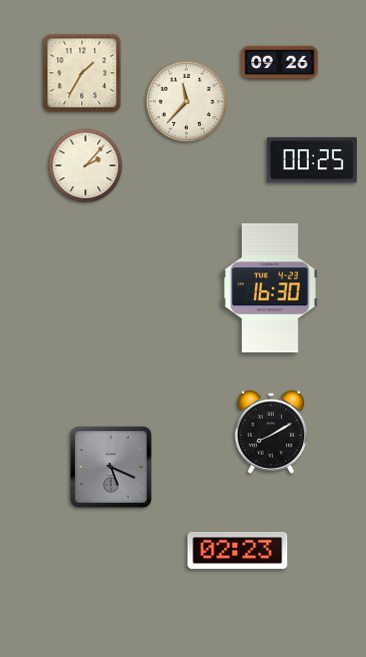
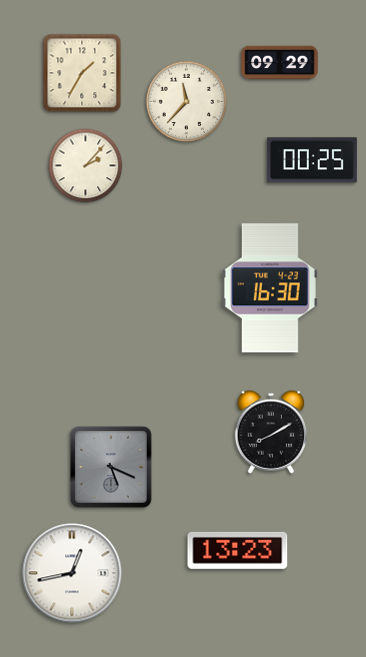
clock at (280, 63): 09:26 -> 09:29
clock at (238, 550): 02:23 -> 13:23
clock at (72, 573): none -> 12:43
